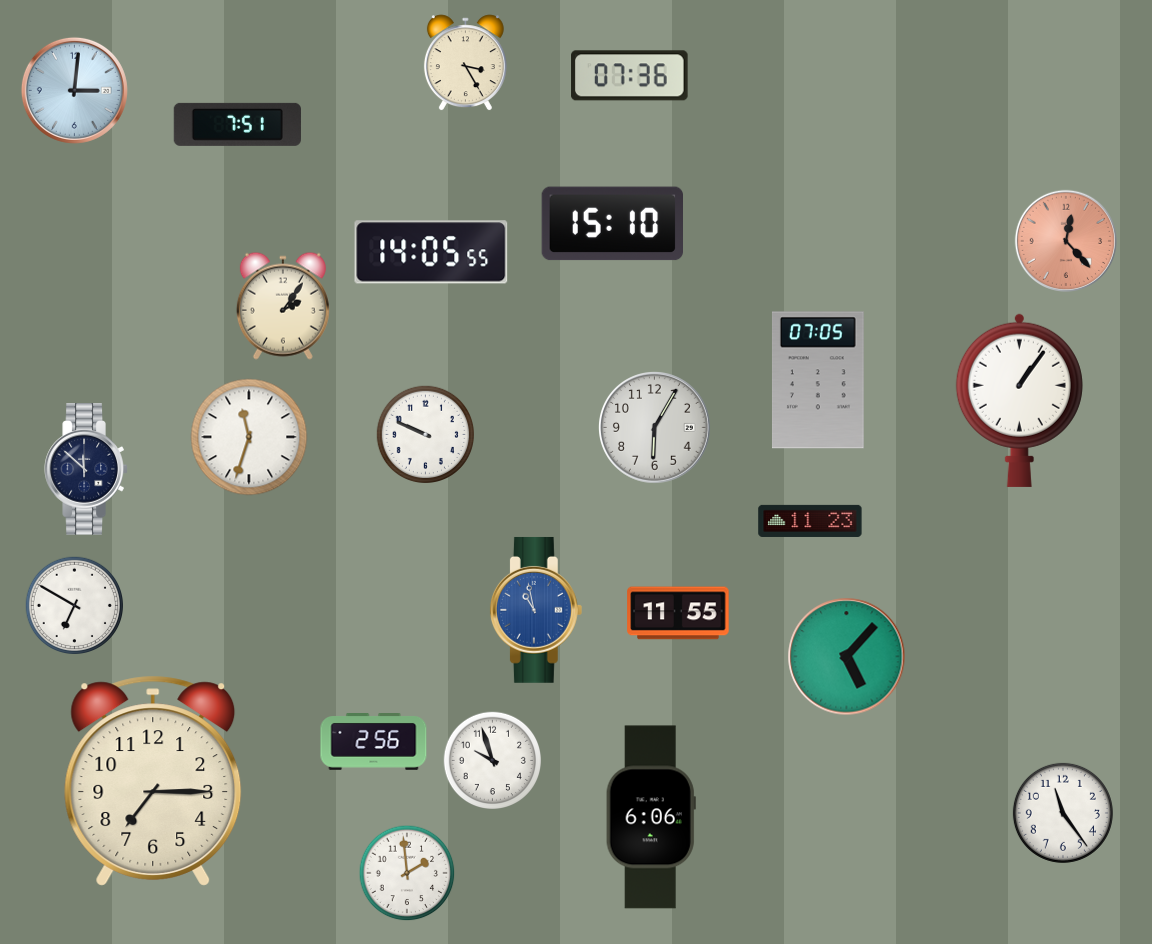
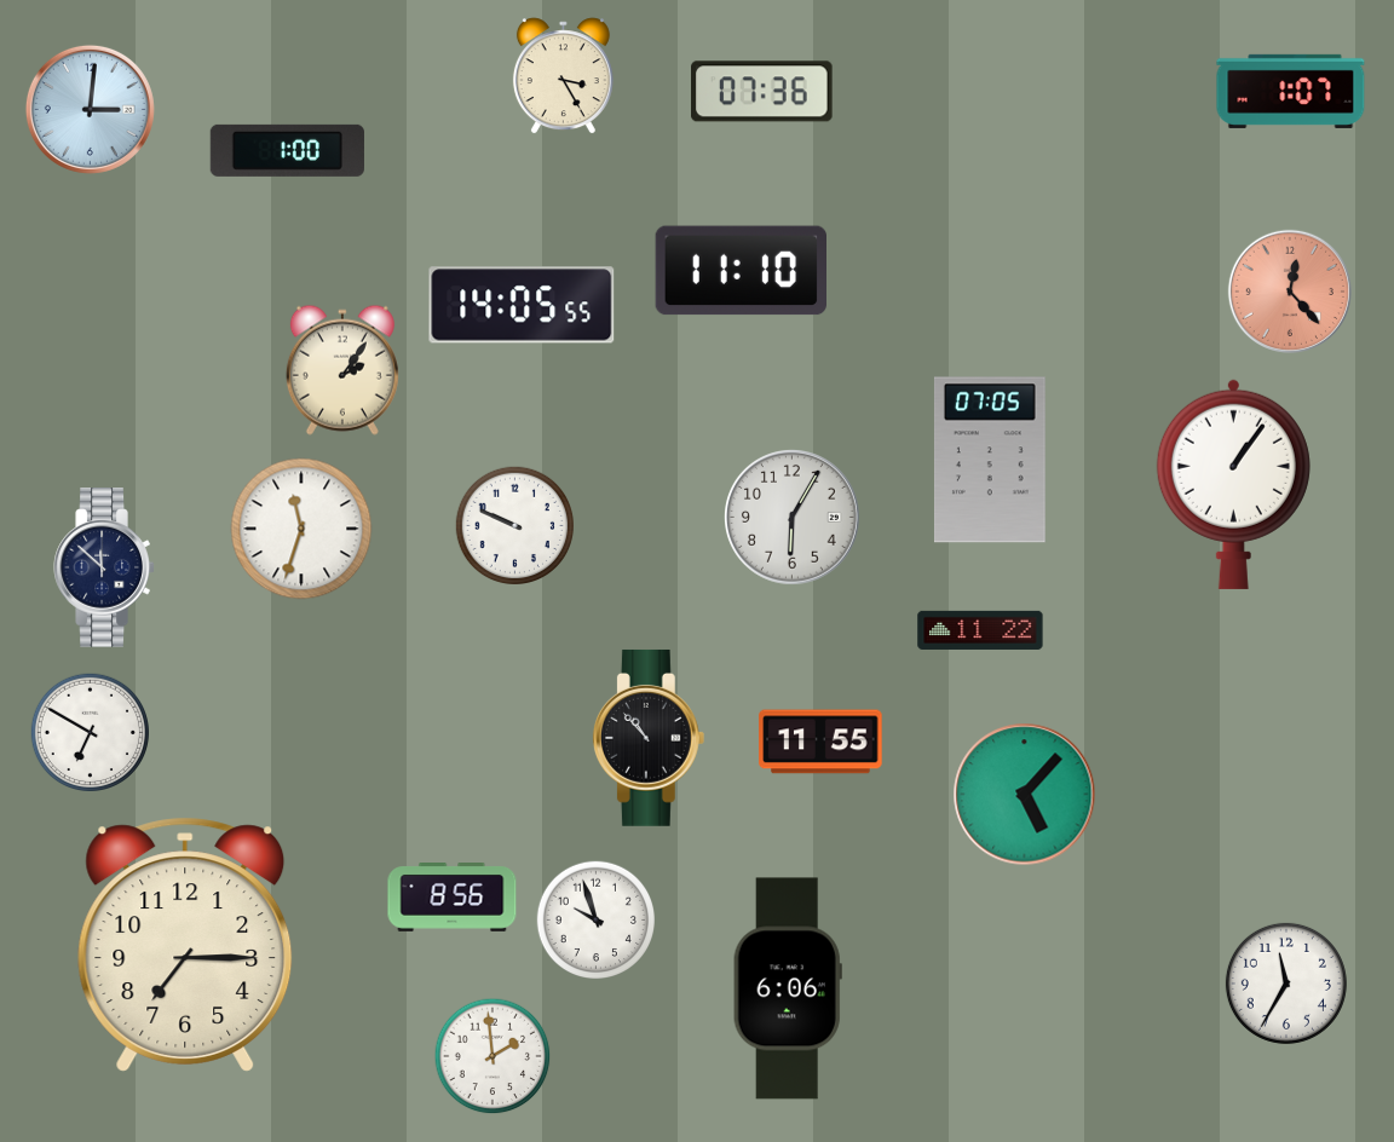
clock at (1291, 91): none -> 1:07
clock at (237, 124): 7:51 -> 1:00
clock at (613, 224): 15:10 -> 11:10
clock at (810, 521): 11:23 -> 11:22
clock at (536, 610): 10:58 -> 10:53
clock at (536, 610) dial: blue -> black
clock at (374, 742): 2:56 -> 8:56
clock at (1063, 813): 11:24 -> 11:35
